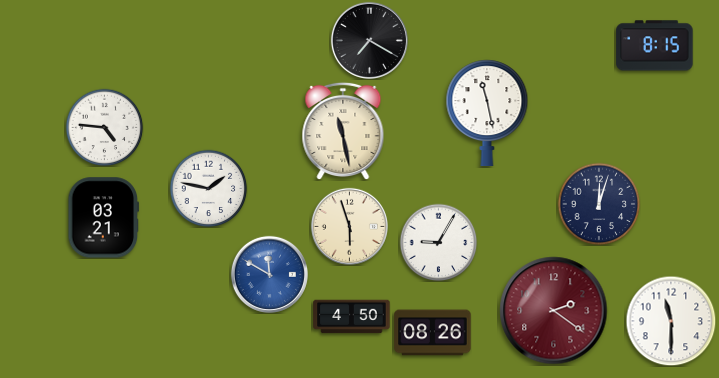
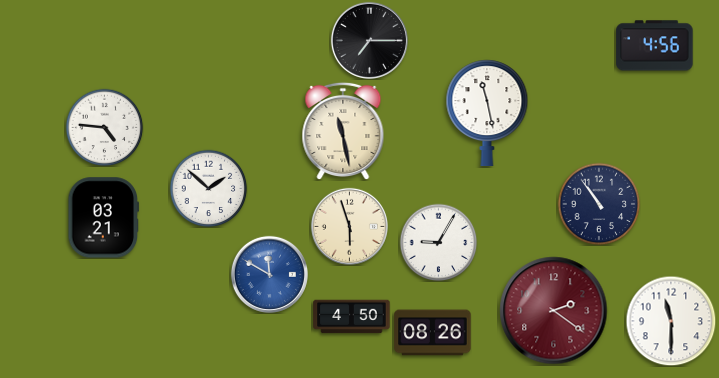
clock at (369, 40): 7:20 -> 7:15
clock at (655, 46): 8:15 -> 4:56
clock at (208, 188): 1:47 -> 1:52
clock at (599, 204): 12:03 -> 10:54
